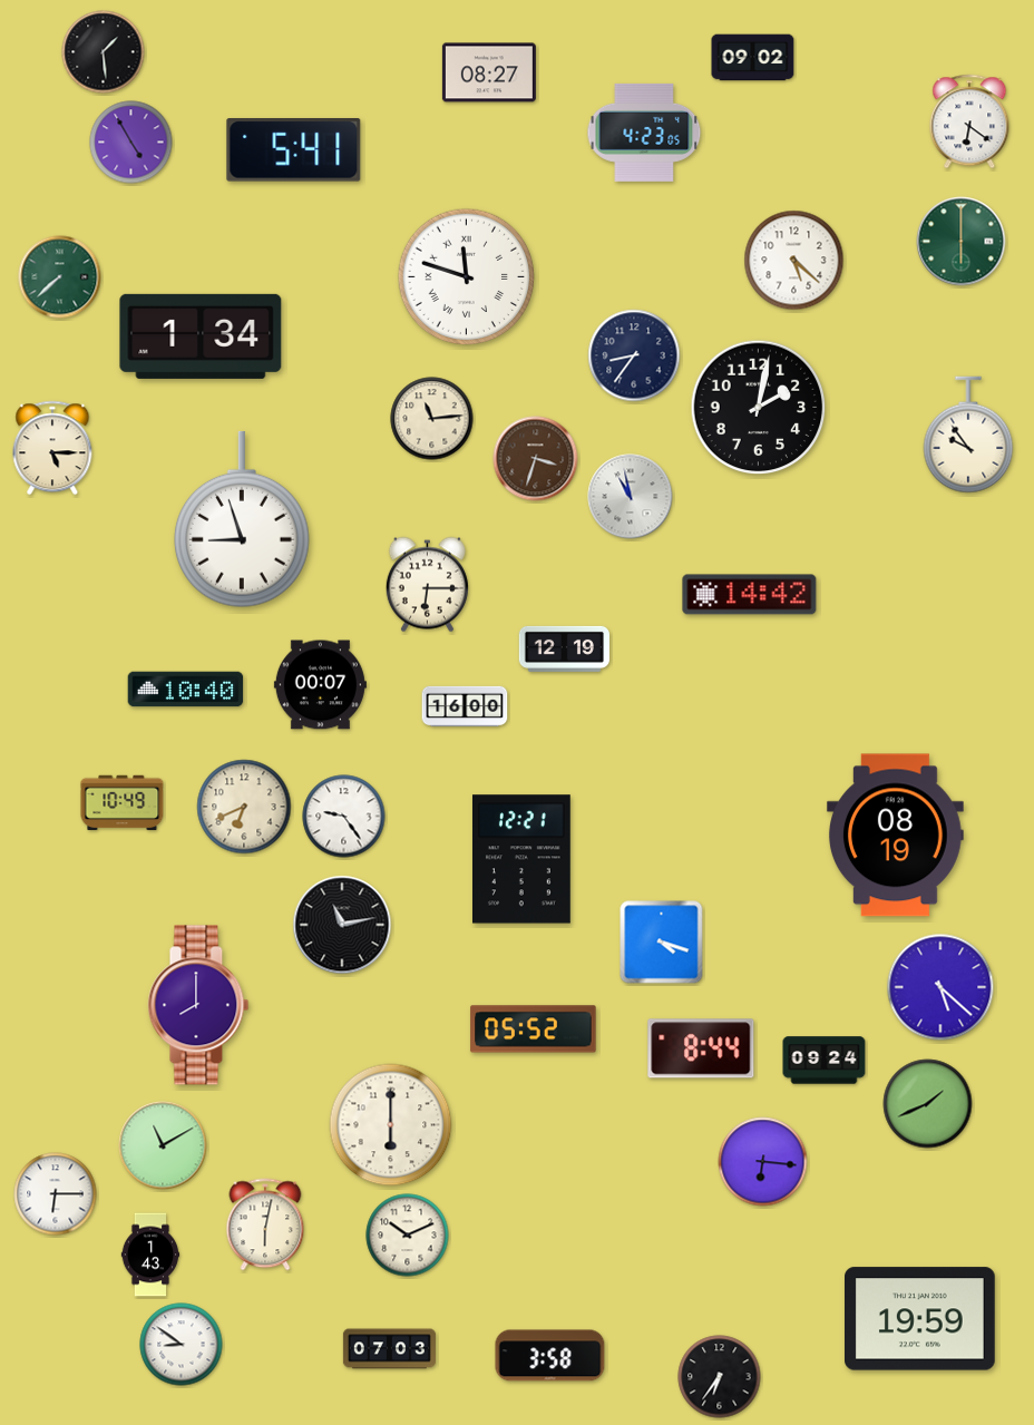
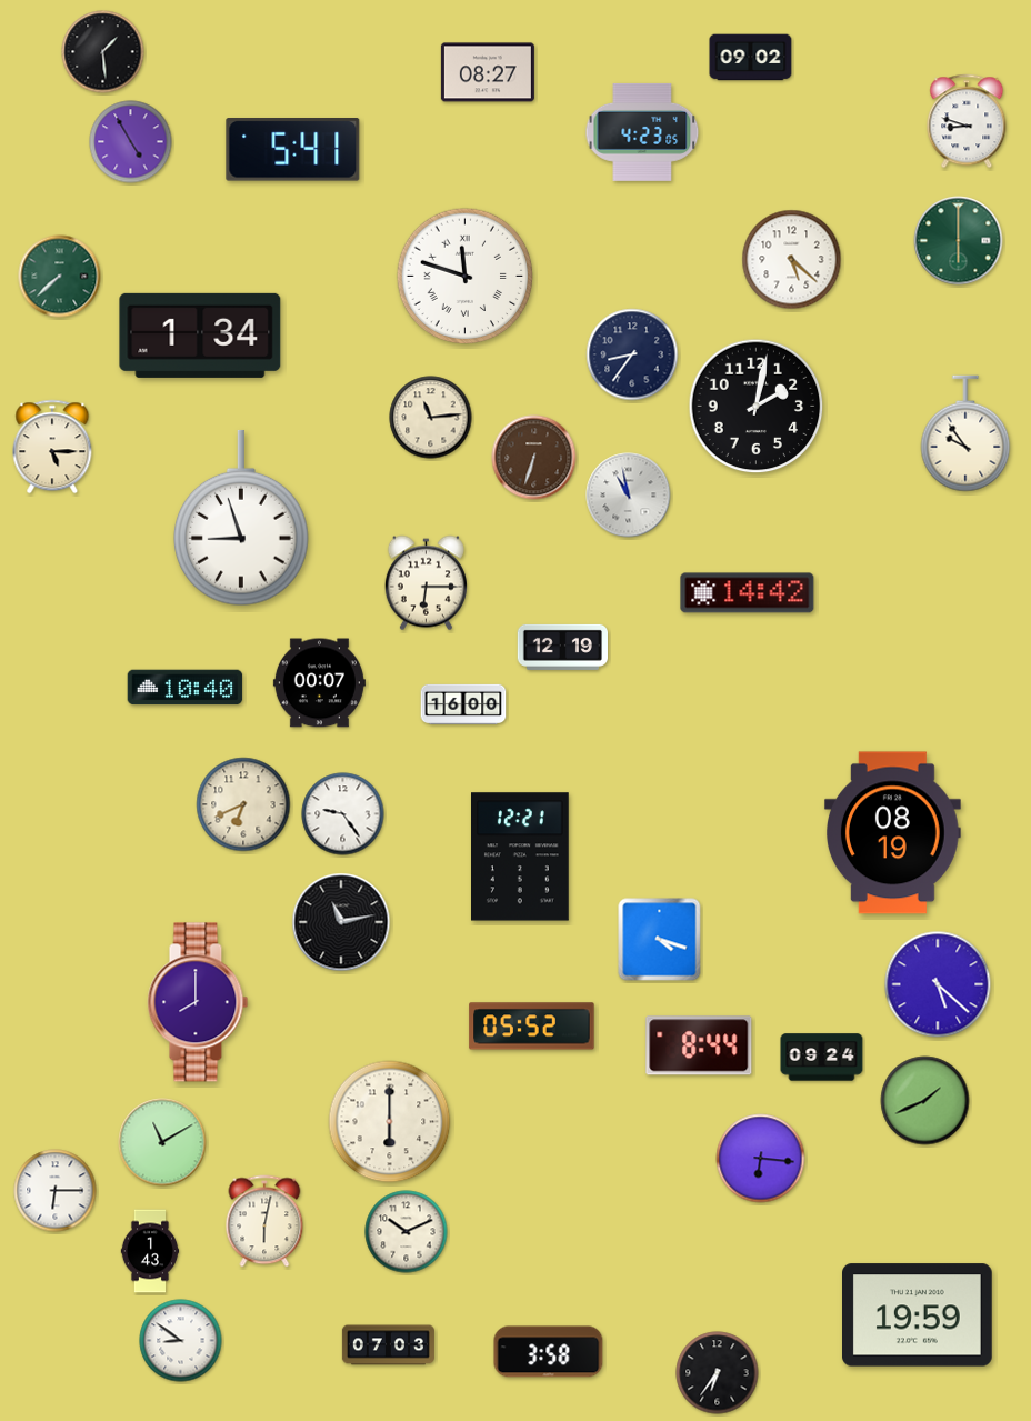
clock at (969, 121): 6:21 -> 8:48
clock at (536, 459): 3:33 -> 6:33
clock at (123, 802): 10:49 -> none
